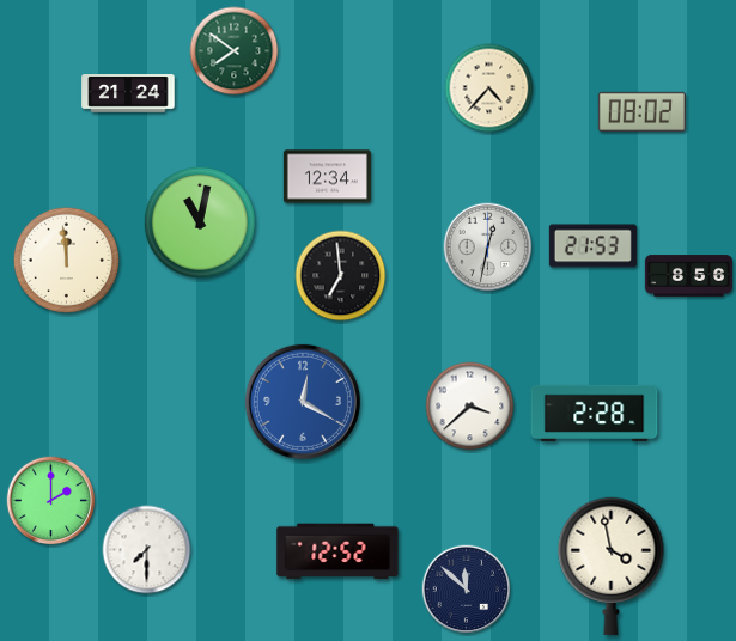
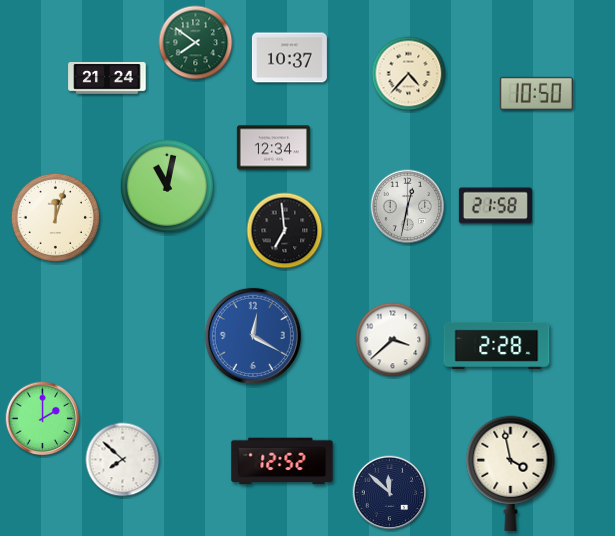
clock at (289, 58): none -> 10:37
clock at (641, 111): 08:02 -> 10:50
clock at (592, 246): 21:53 -> 21:58
clock at (66, 260): 11:59 -> 12:03
clock at (688, 276): 8:56 -> none
clock at (147, 550): 7:30 -> 7:52
